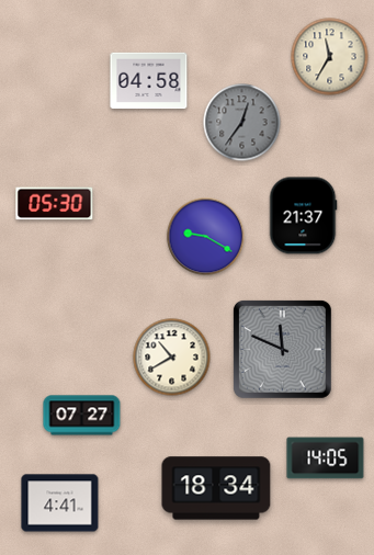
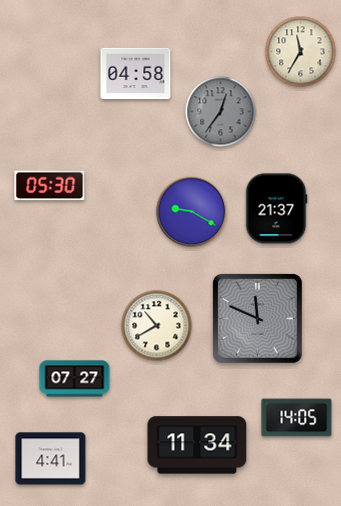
clock at (303, 216) position: (303, 216) -> (276, 209)
clock at (206, 237) position: (206, 237) -> (192, 212)
clock at (216, 488): 18:34 -> 11:34
clock at (60, 503) position: (60, 503) -> (51, 459)
